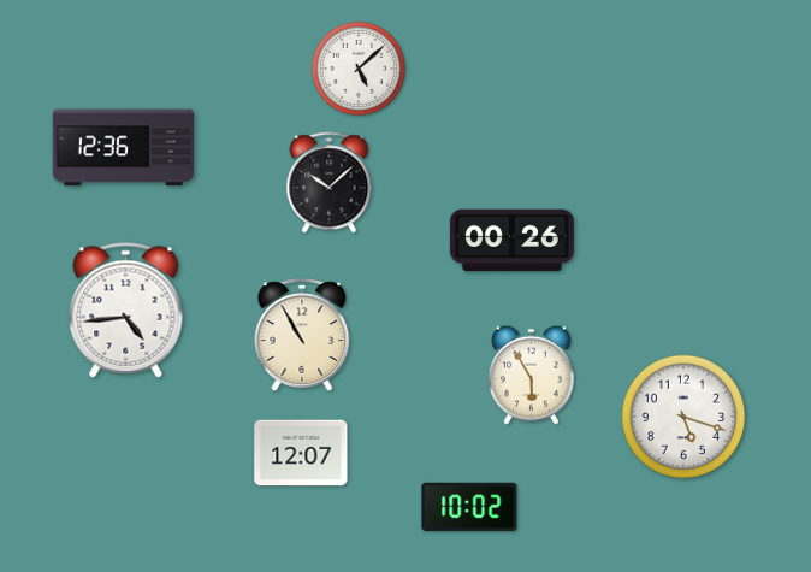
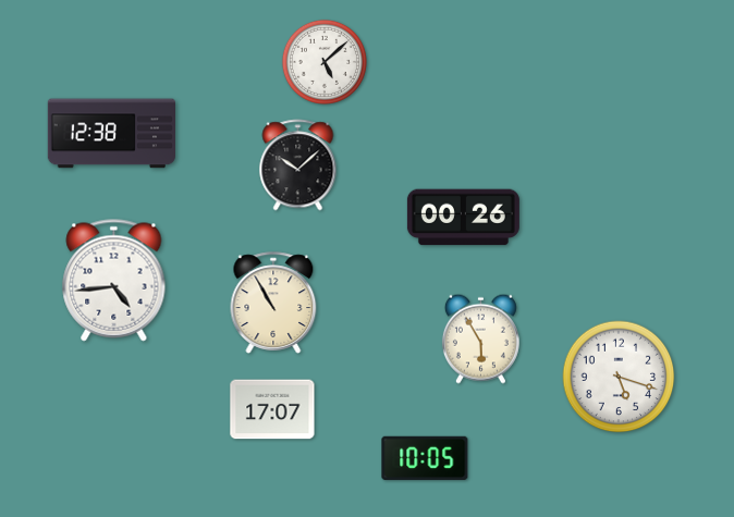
clock at (123, 148): 12:36 -> 12:38
clock at (301, 453): 12:07 -> 17:07
clock at (469, 507): 10:02 -> 10:05
